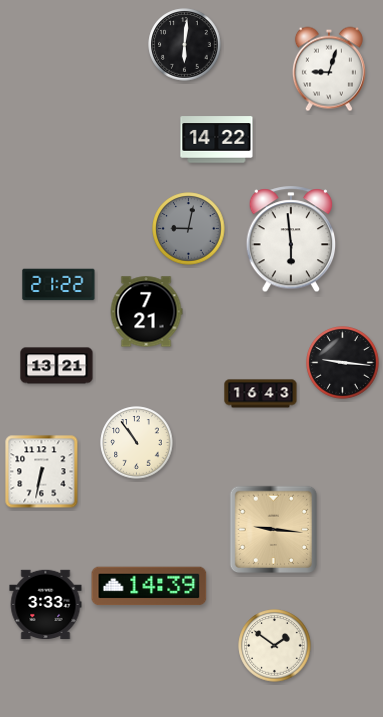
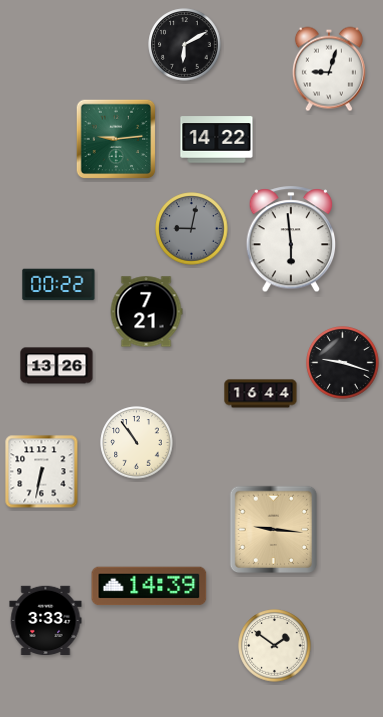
clock at (185, 45): 6:01 -> 6:10
clock at (116, 139): none -> 9:14
clock at (189, 229) position: (189, 229) -> (192, 229)
clock at (59, 285): 21:22 -> 00:22
clock at (343, 363): 9:16 -> 9:18
clock at (57, 366): 13:21 -> 13:26
clock at (261, 394): 16:43 -> 16:44
clock at (46, 604) position: (46, 604) -> (46, 620)
